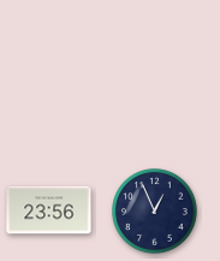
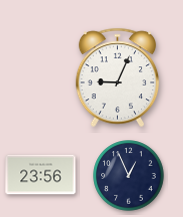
clock at (118, 78): none -> 9:04
